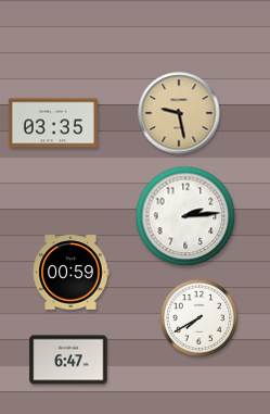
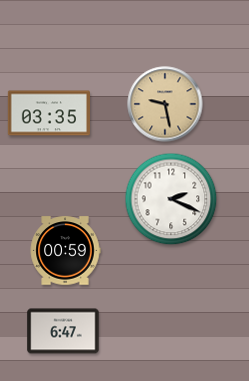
clock at (185, 216): 2:14 -> 2:19
clock at (198, 317): 7:40 -> none
